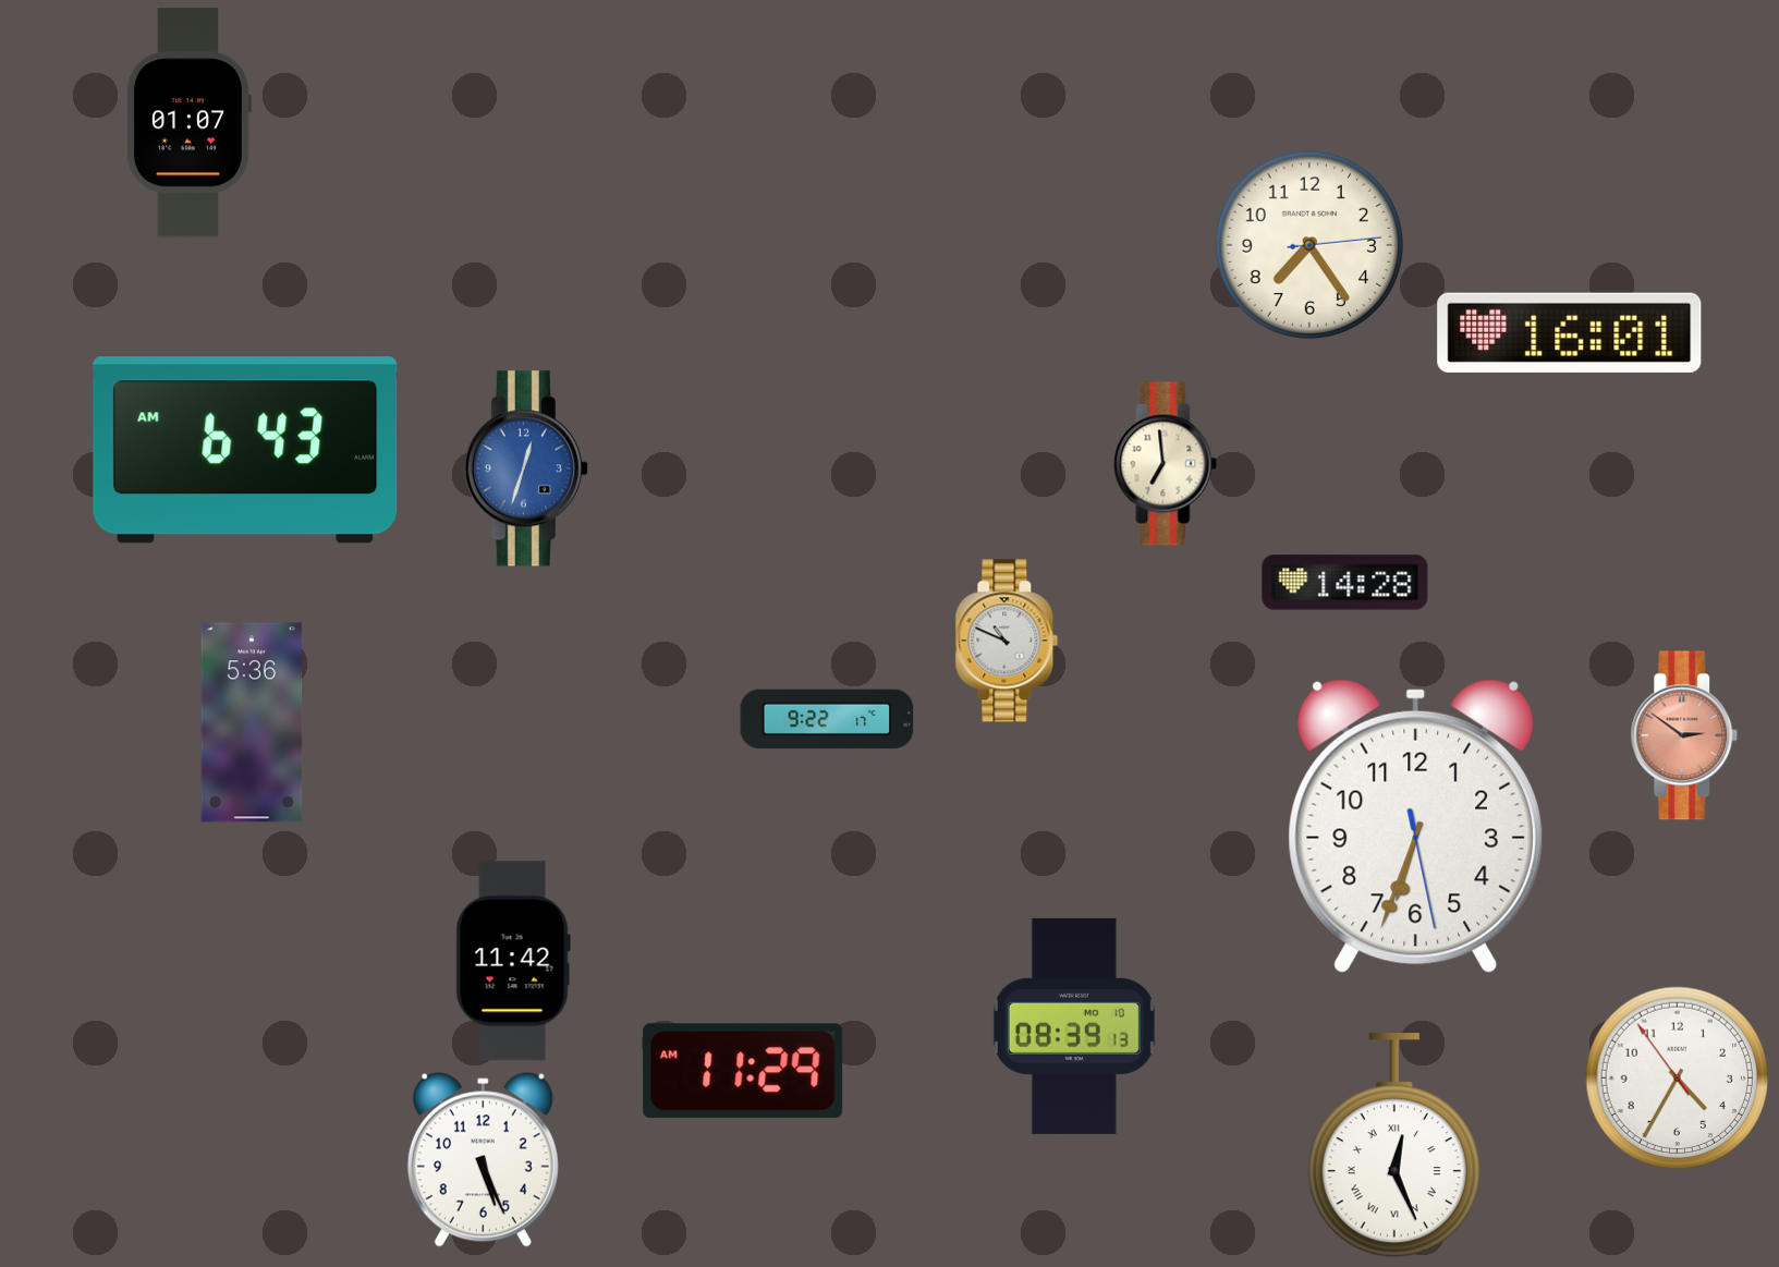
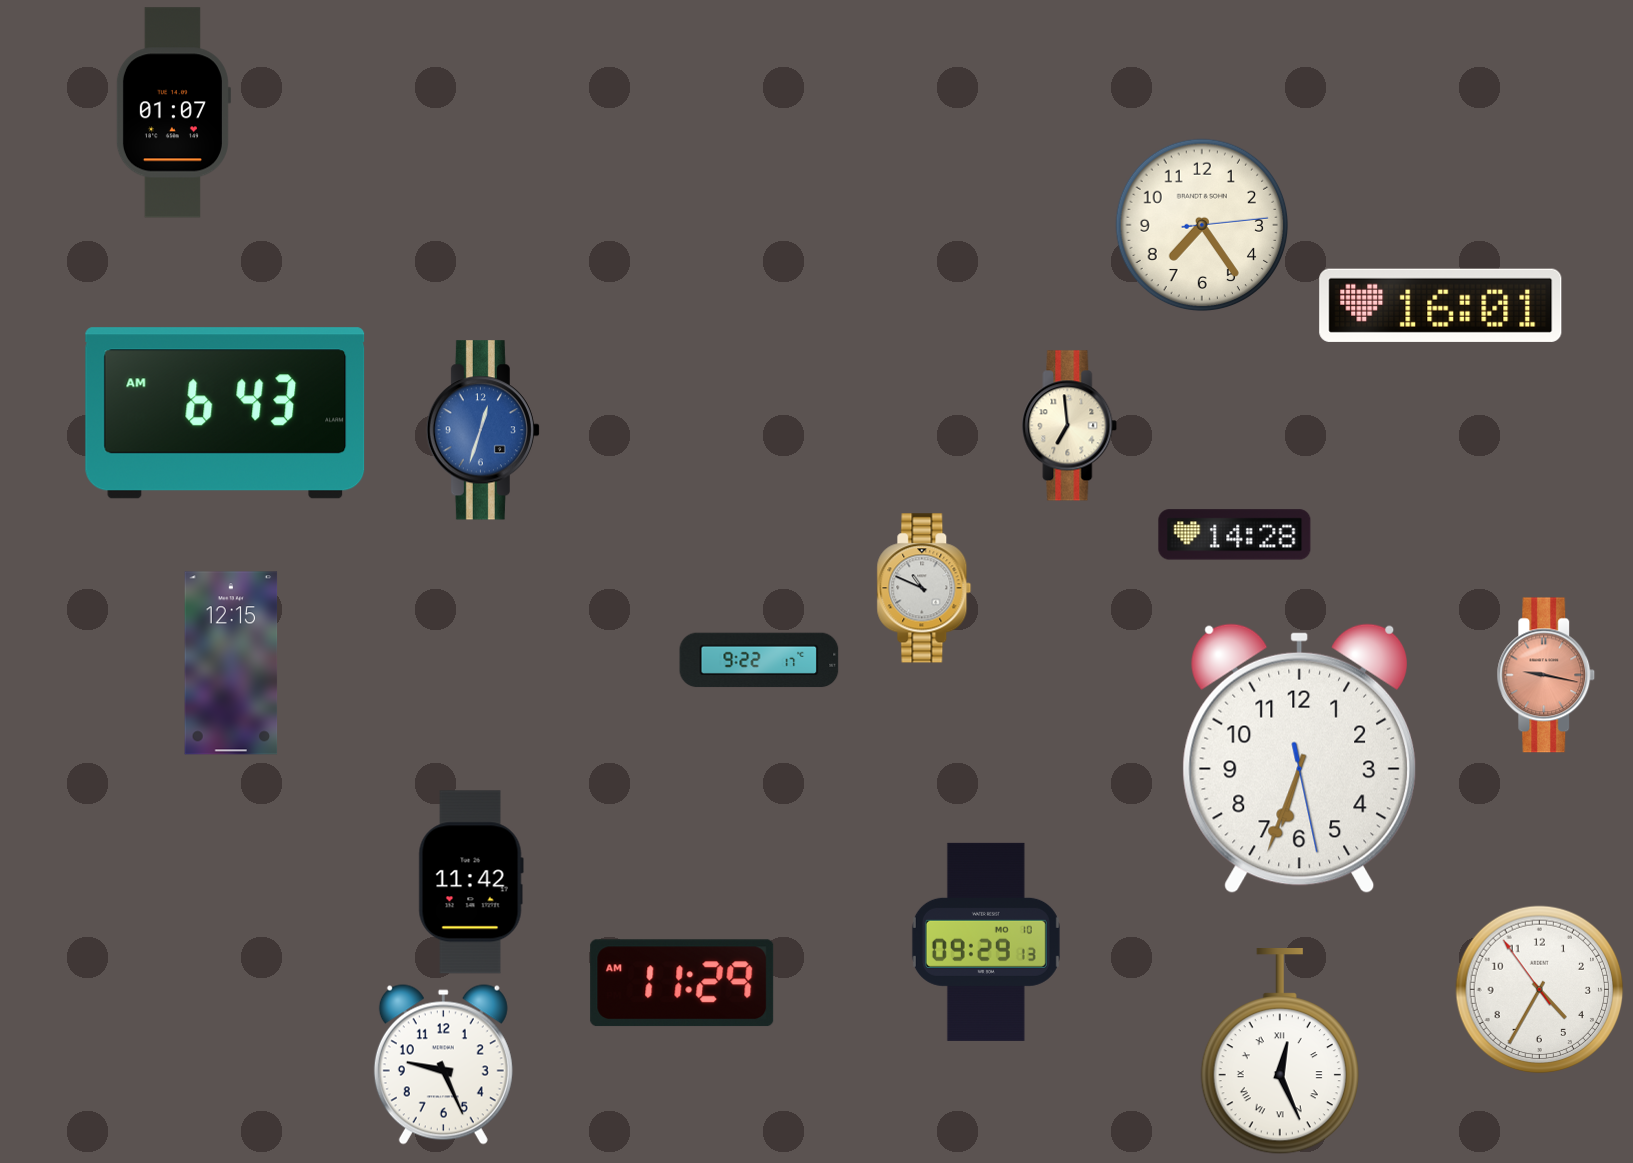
clock at (252, 722): 5:36 -> 12:15
clock at (1684, 735): 2:51 -> 9:17
clock at (1074, 1026): 08:39 -> 09:29
clock at (483, 1160): 5:26 -> 9:26
